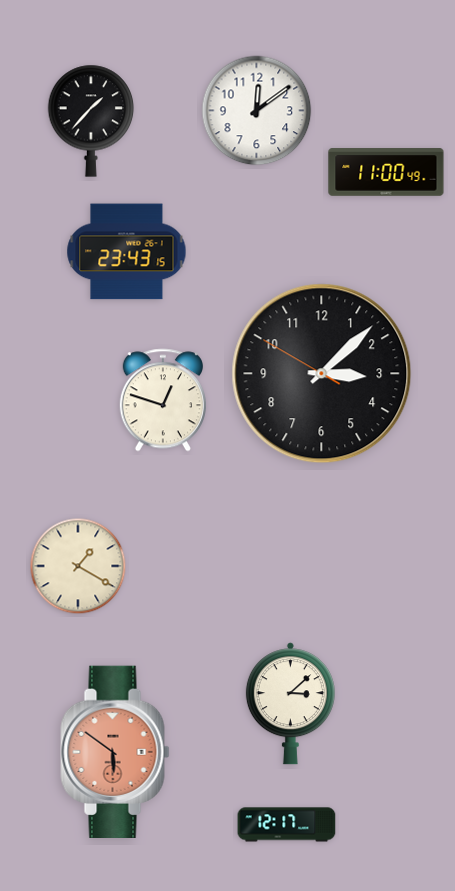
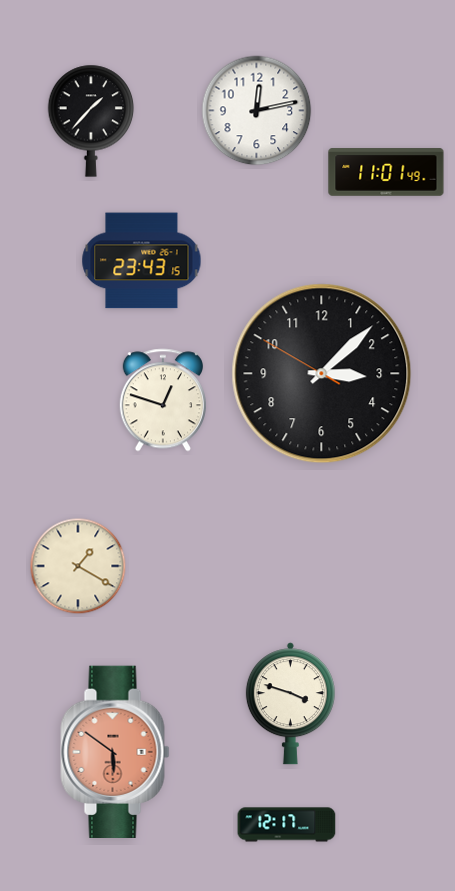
clock at (257, 111): 12:09 -> 12:13
clock at (386, 172): 11:00 -> 11:01
clock at (127, 252) position: (127, 252) -> (142, 261)
clock at (290, 704): 3:08 -> 3:48
